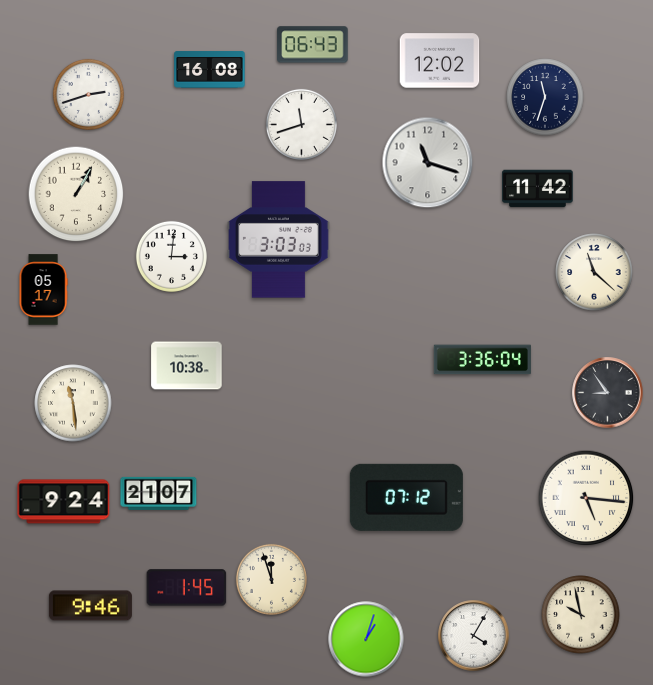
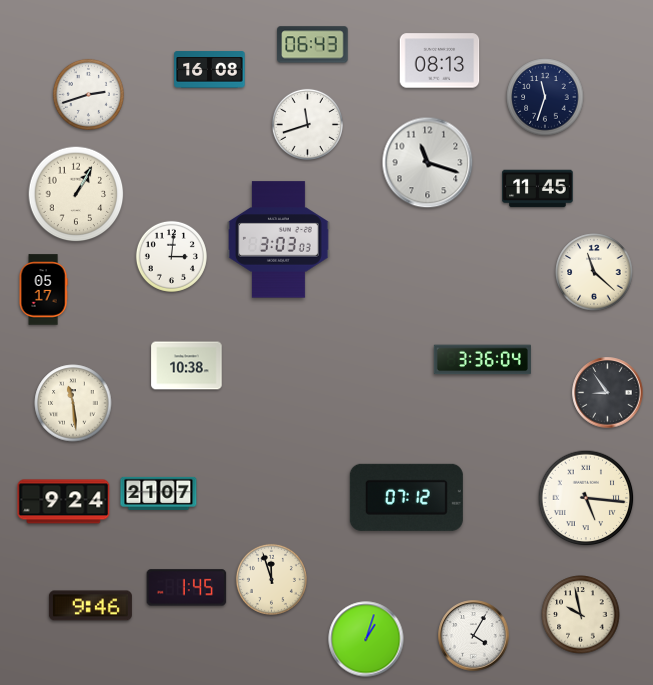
clock at (440, 61): 12:02 -> 08:13
clock at (301, 124) position: (301, 124) -> (307, 124)
clock at (538, 189): 11:42 -> 11:45
